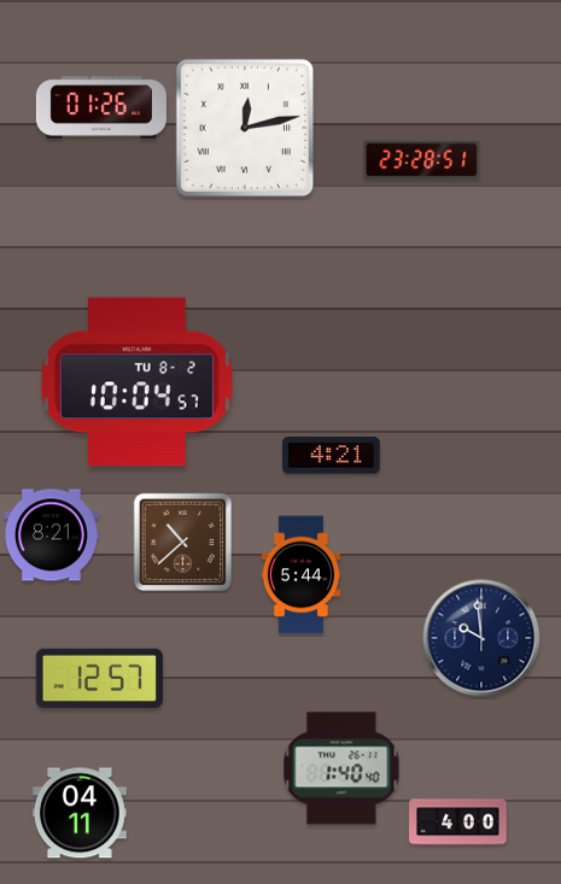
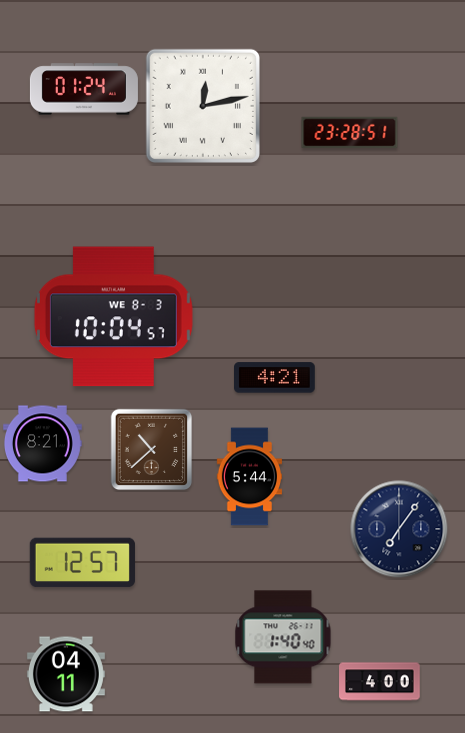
clock at (101, 107): 01:26 -> 01:24
clock at (136, 382) date: TU 8-2 -> WE 8-3
clock at (481, 638): 9:59 -> 7:06
